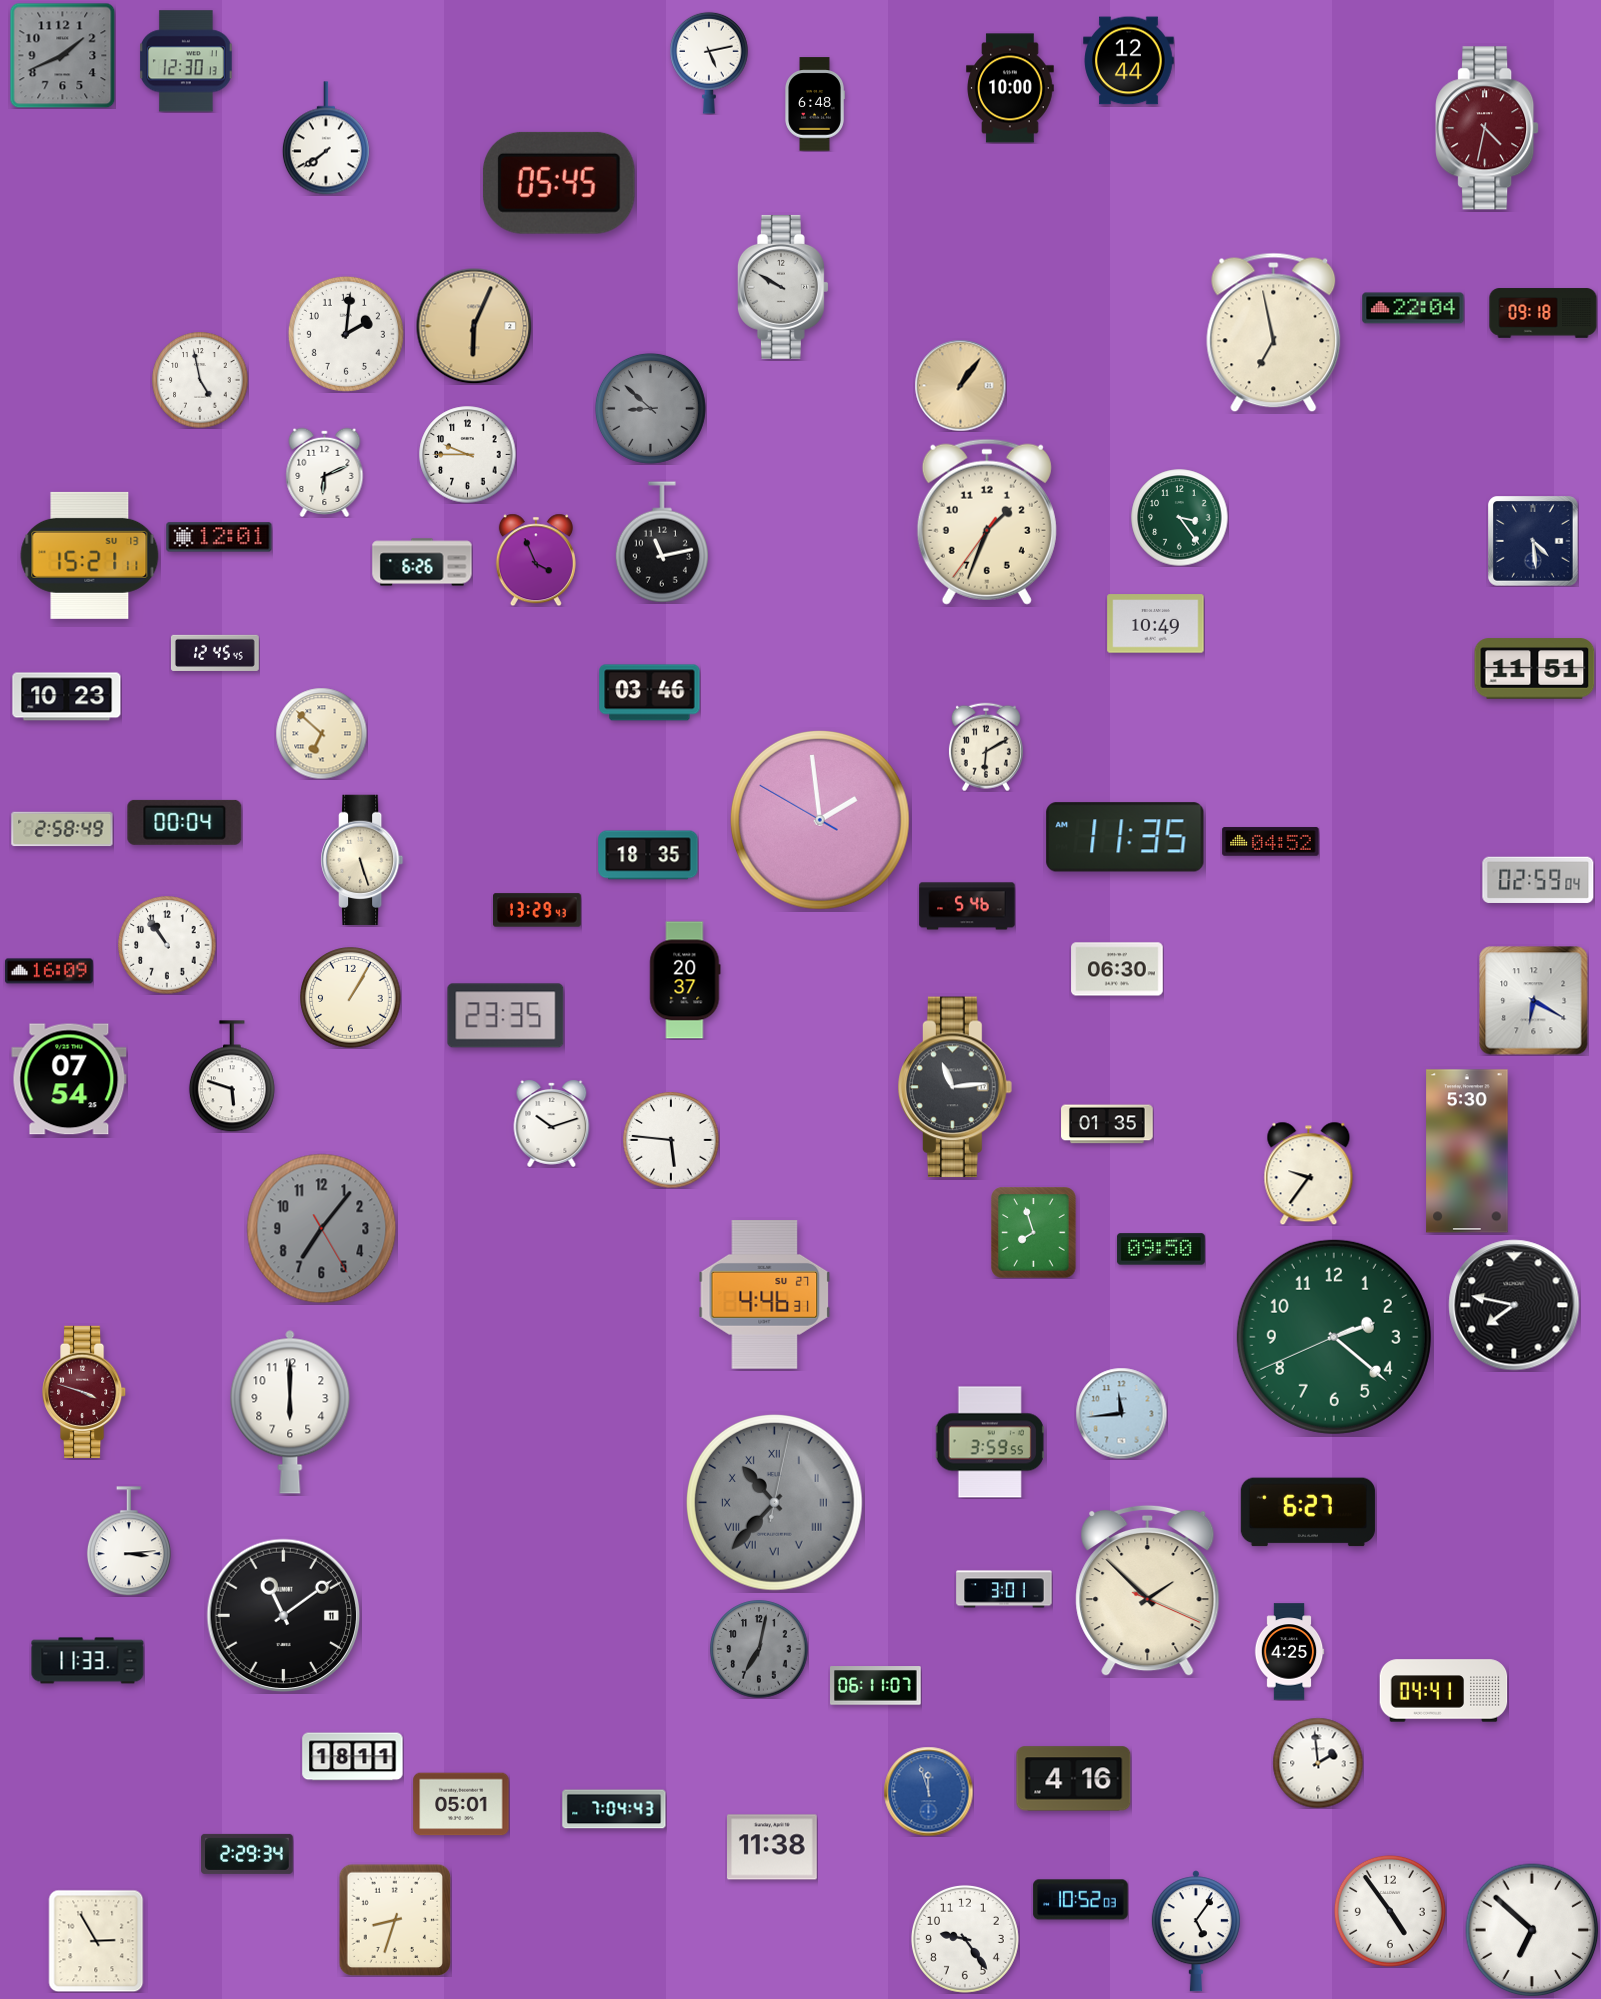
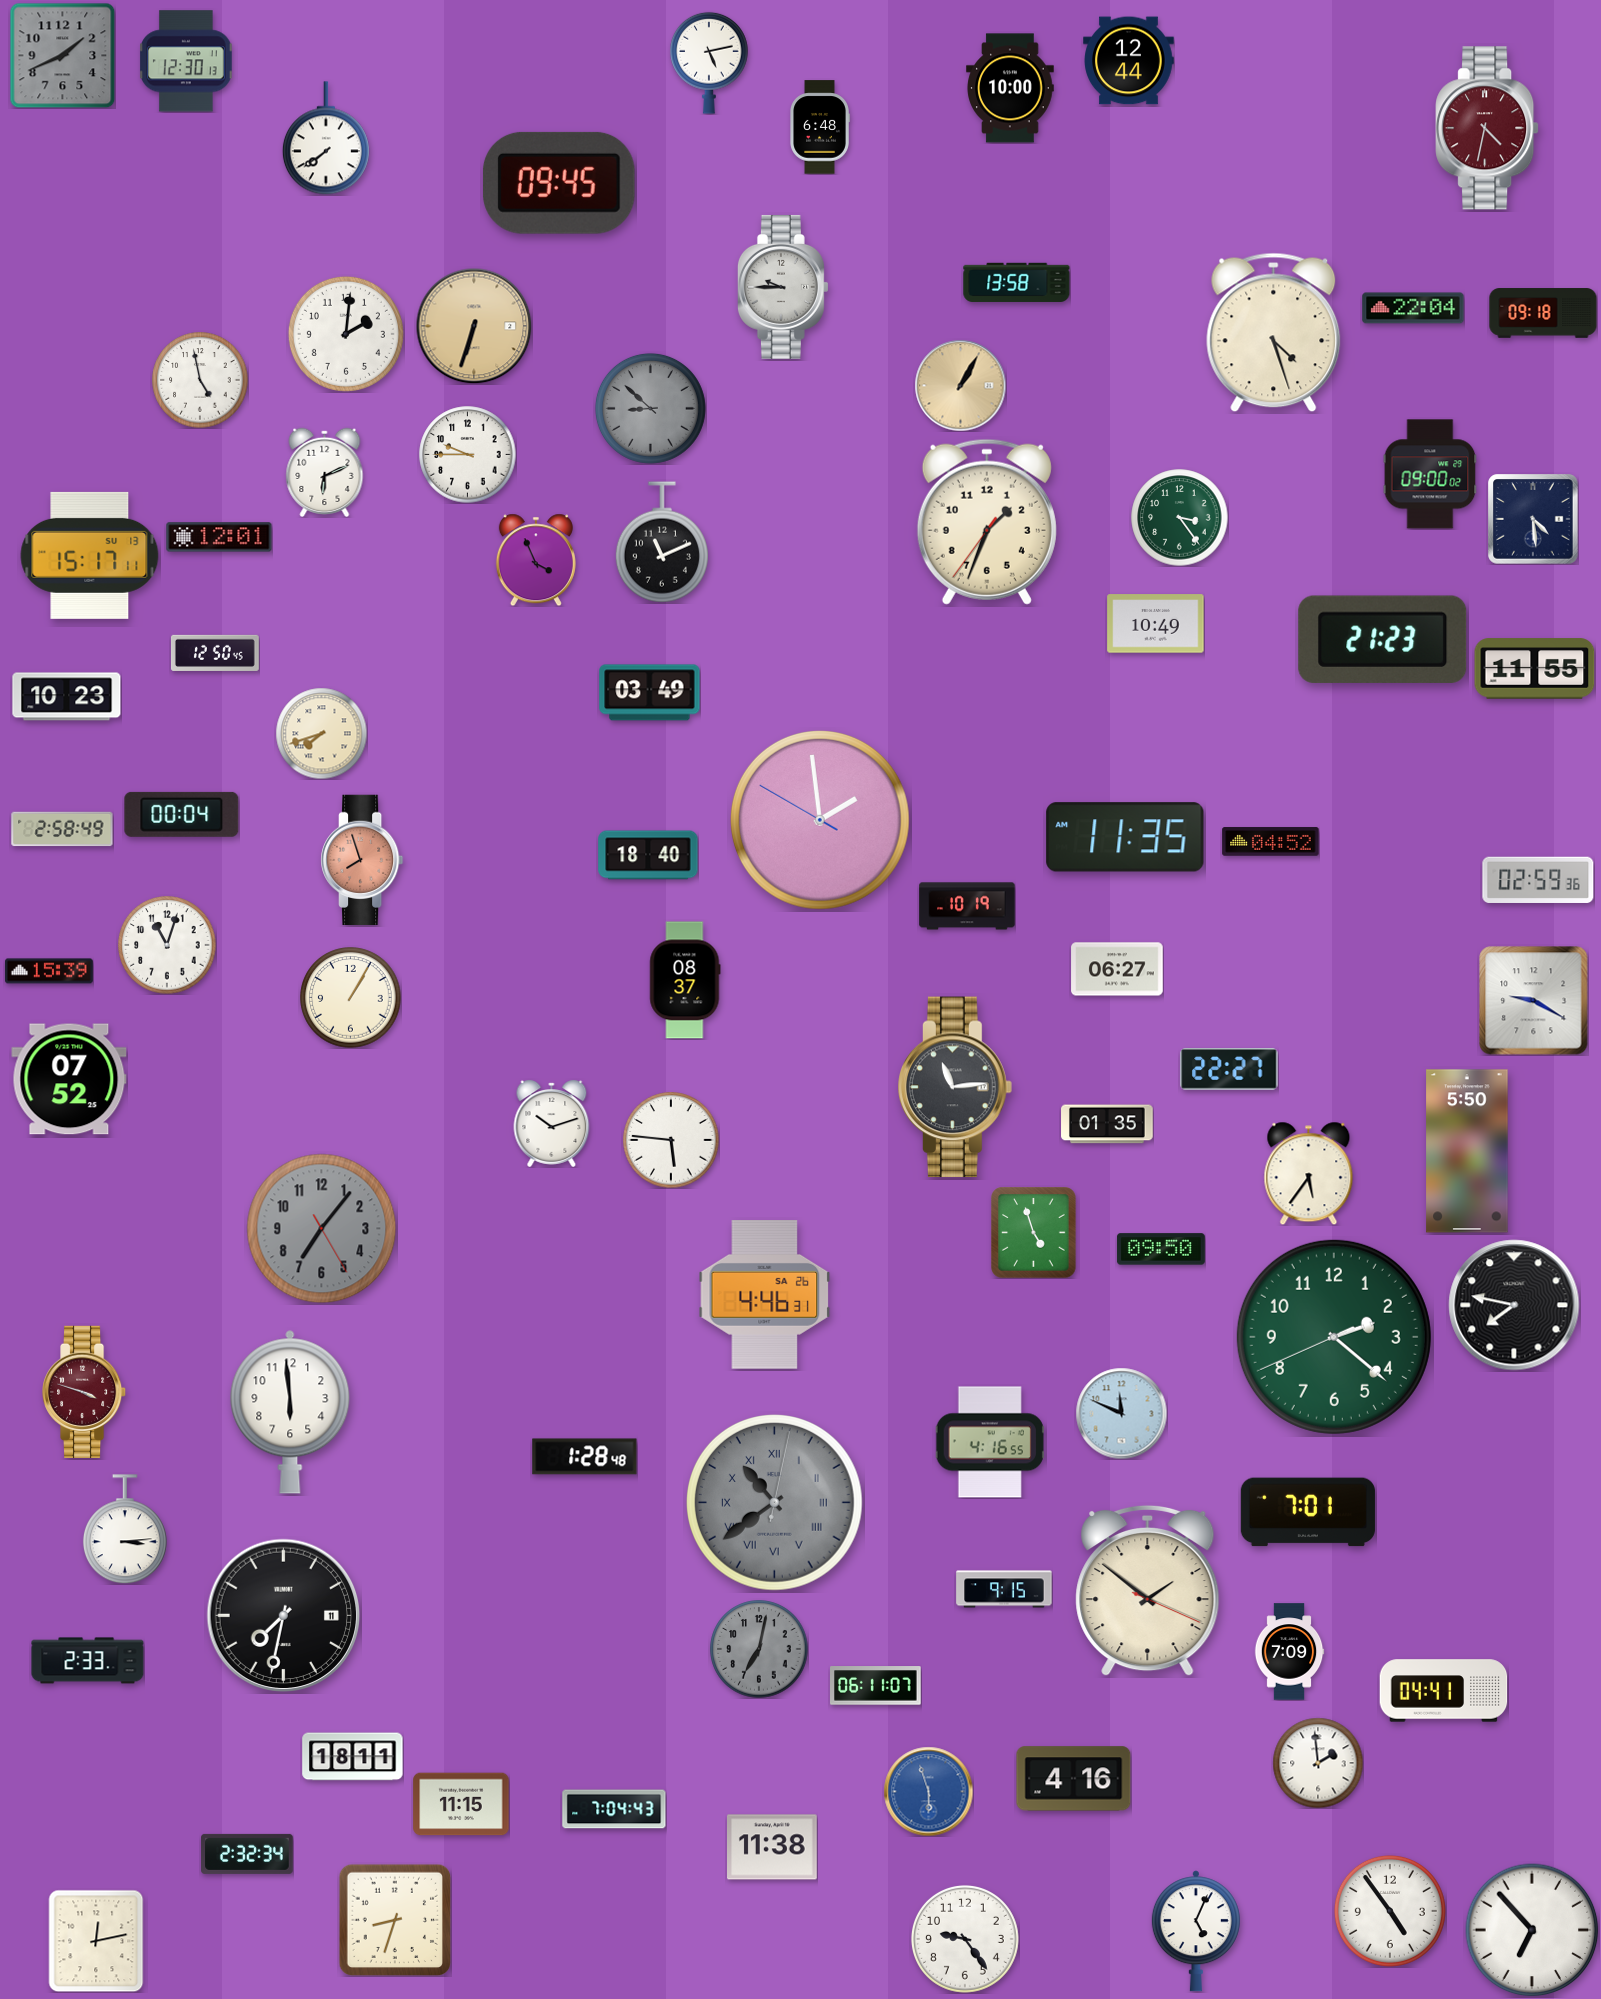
clock at (815, 104) position: (815, 104) -> (820, 127)
clock at (559, 183): 05:45 -> 09:45
clock at (1017, 282): none -> 13:58
clock at (783, 287): 9:50 -> 9:45
clock at (474, 326): 6:04 -> 6:33
clock at (1274, 333): 6:58 -> 4:27
clock at (960, 385): 1:06 -> 1:05
clock at (1430, 474): none -> 09:00
clock at (1533, 541) position: (1533, 541) -> (1533, 519)
clock at (662, 542): 11:13 -> 11:11
clock at (90, 555): 15:21 -> 15:17
clock at (422, 562): 6:26 -> none
clock at (1383, 639): none -> 21:23
clock at (215, 653): 12:45 -> 12:50
clock at (1535, 669): 11:51 -> 11:55
clock at (650, 693): 03:46 -> 03:49
clock at (321, 733): 6:52 -> 7:42
clock at (986, 747): 6:10 -> none
clock at (185, 822) position: (185, 822) -> (182, 814)
clock at (648, 855): 18:35 -> 18:40
clock at (363, 860): 5:27 -> 7:57
clock at (363, 860) dial: cream -> salmon
clock at (1538, 879): 02:59:04 -> 02:59:36
clock at (967, 906): 5:46 -> 10:19
clock at (538, 910): 13:29 -> none
clock at (167, 945): 10:54 -> 11:03
clock at (1117, 969): 06:30 -> 06:27
clock at (49, 971): 16:09 -> 15:39
clock at (685, 980): 20:37 -> 08:37
clock at (1534, 1001): 6:20 -> 9:20
clock at (506, 1016): 23:35 -> none
clock at (1229, 1069): none -> 22:27
clock at (232, 1076): 5:48 -> none
clock at (69, 1079): 07:54 -> 07:52
clock at (1467, 1151): 5:30 -> 5:50
clock at (1309, 1173): 9:36 -> 5:36
clock at (1034, 1232): 7:57 -> 4:57
clock at (765, 1295) date: SU 27 -> SA 26
clock at (290, 1412): 6:00 -> 5:59
clock at (1121, 1413): 11:44 -> 11:49
clock at (990, 1442): 3:59 -> 4:16
clock at (585, 1457): none -> 1:28
clock at (775, 1503): 10:37 -> 10:39
clock at (1308, 1512): 6:27 -> 7:01
clock at (129, 1541) position: (129, 1541) -> (125, 1529)
clock at (1004, 1589): 3:01 -> 9:15
clock at (1148, 1591): 1:52 -> 1:51
clock at (284, 1616): 11:09 -> 7:32
clock at (1289, 1652): 4:25 -> 7:09
clock at (88, 1661): 11:33 -> 2:33
clock at (928, 1791): 11:57 -> 5:57
clock at (461, 1804): 05:01 -> 11:15
clock at (247, 1854): 2:29 -> 2:32
clock at (1081, 1900): 10:52 -> none
clock at (1532, 1930): 6:52 -> 6:53
clock at (1196, 1931): 5:06 -> 5:04
clock at (96, 1941): 2:55 -> 12:13
